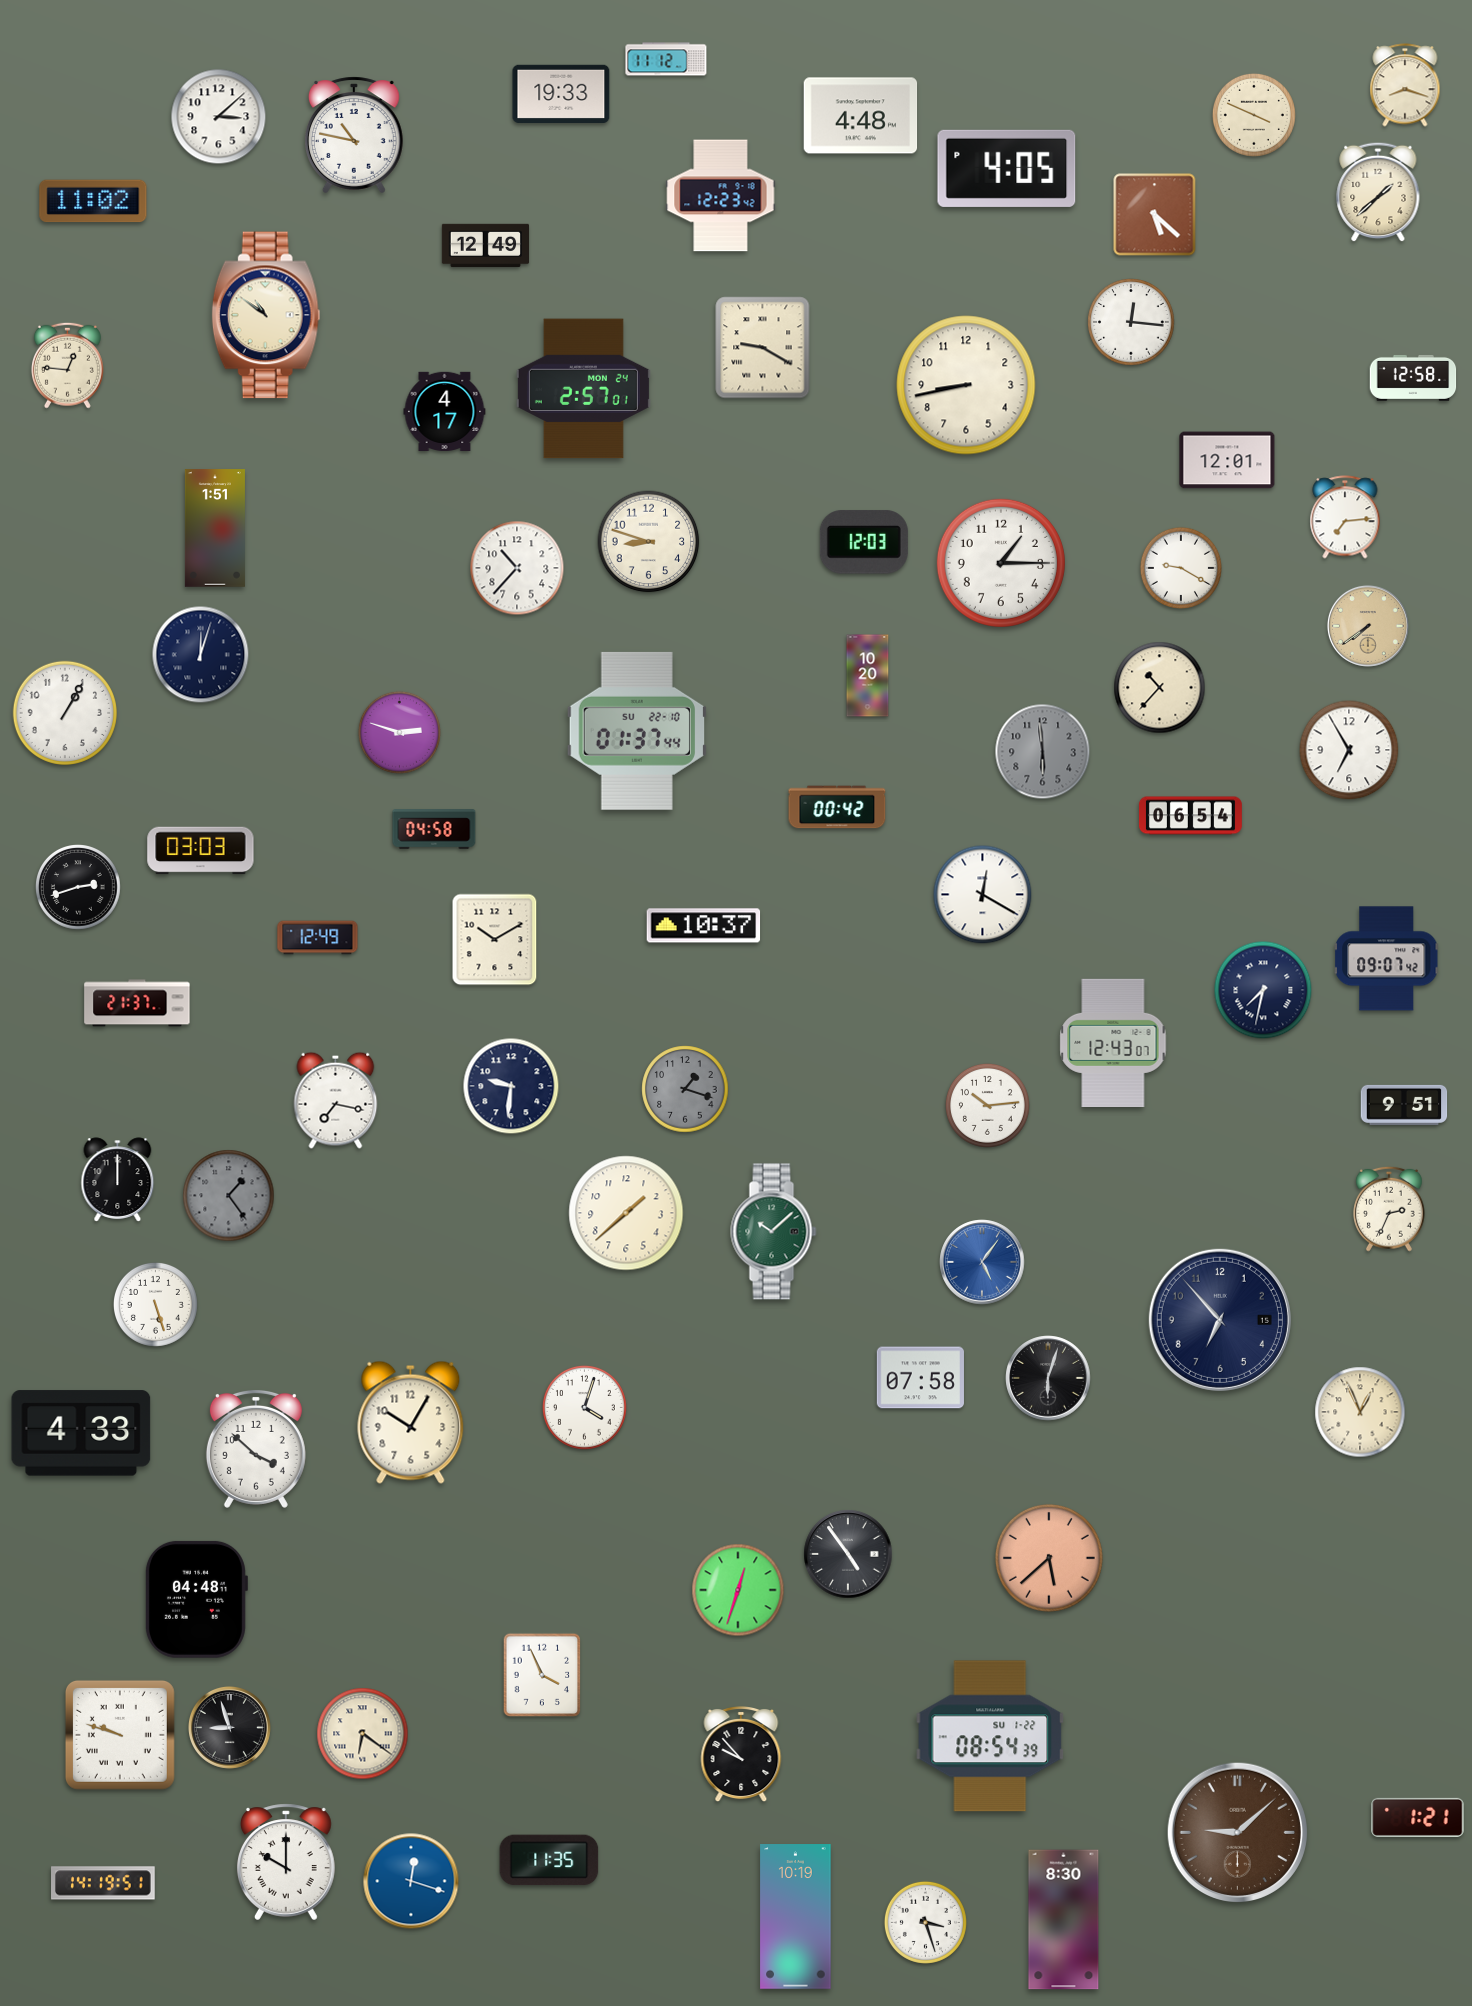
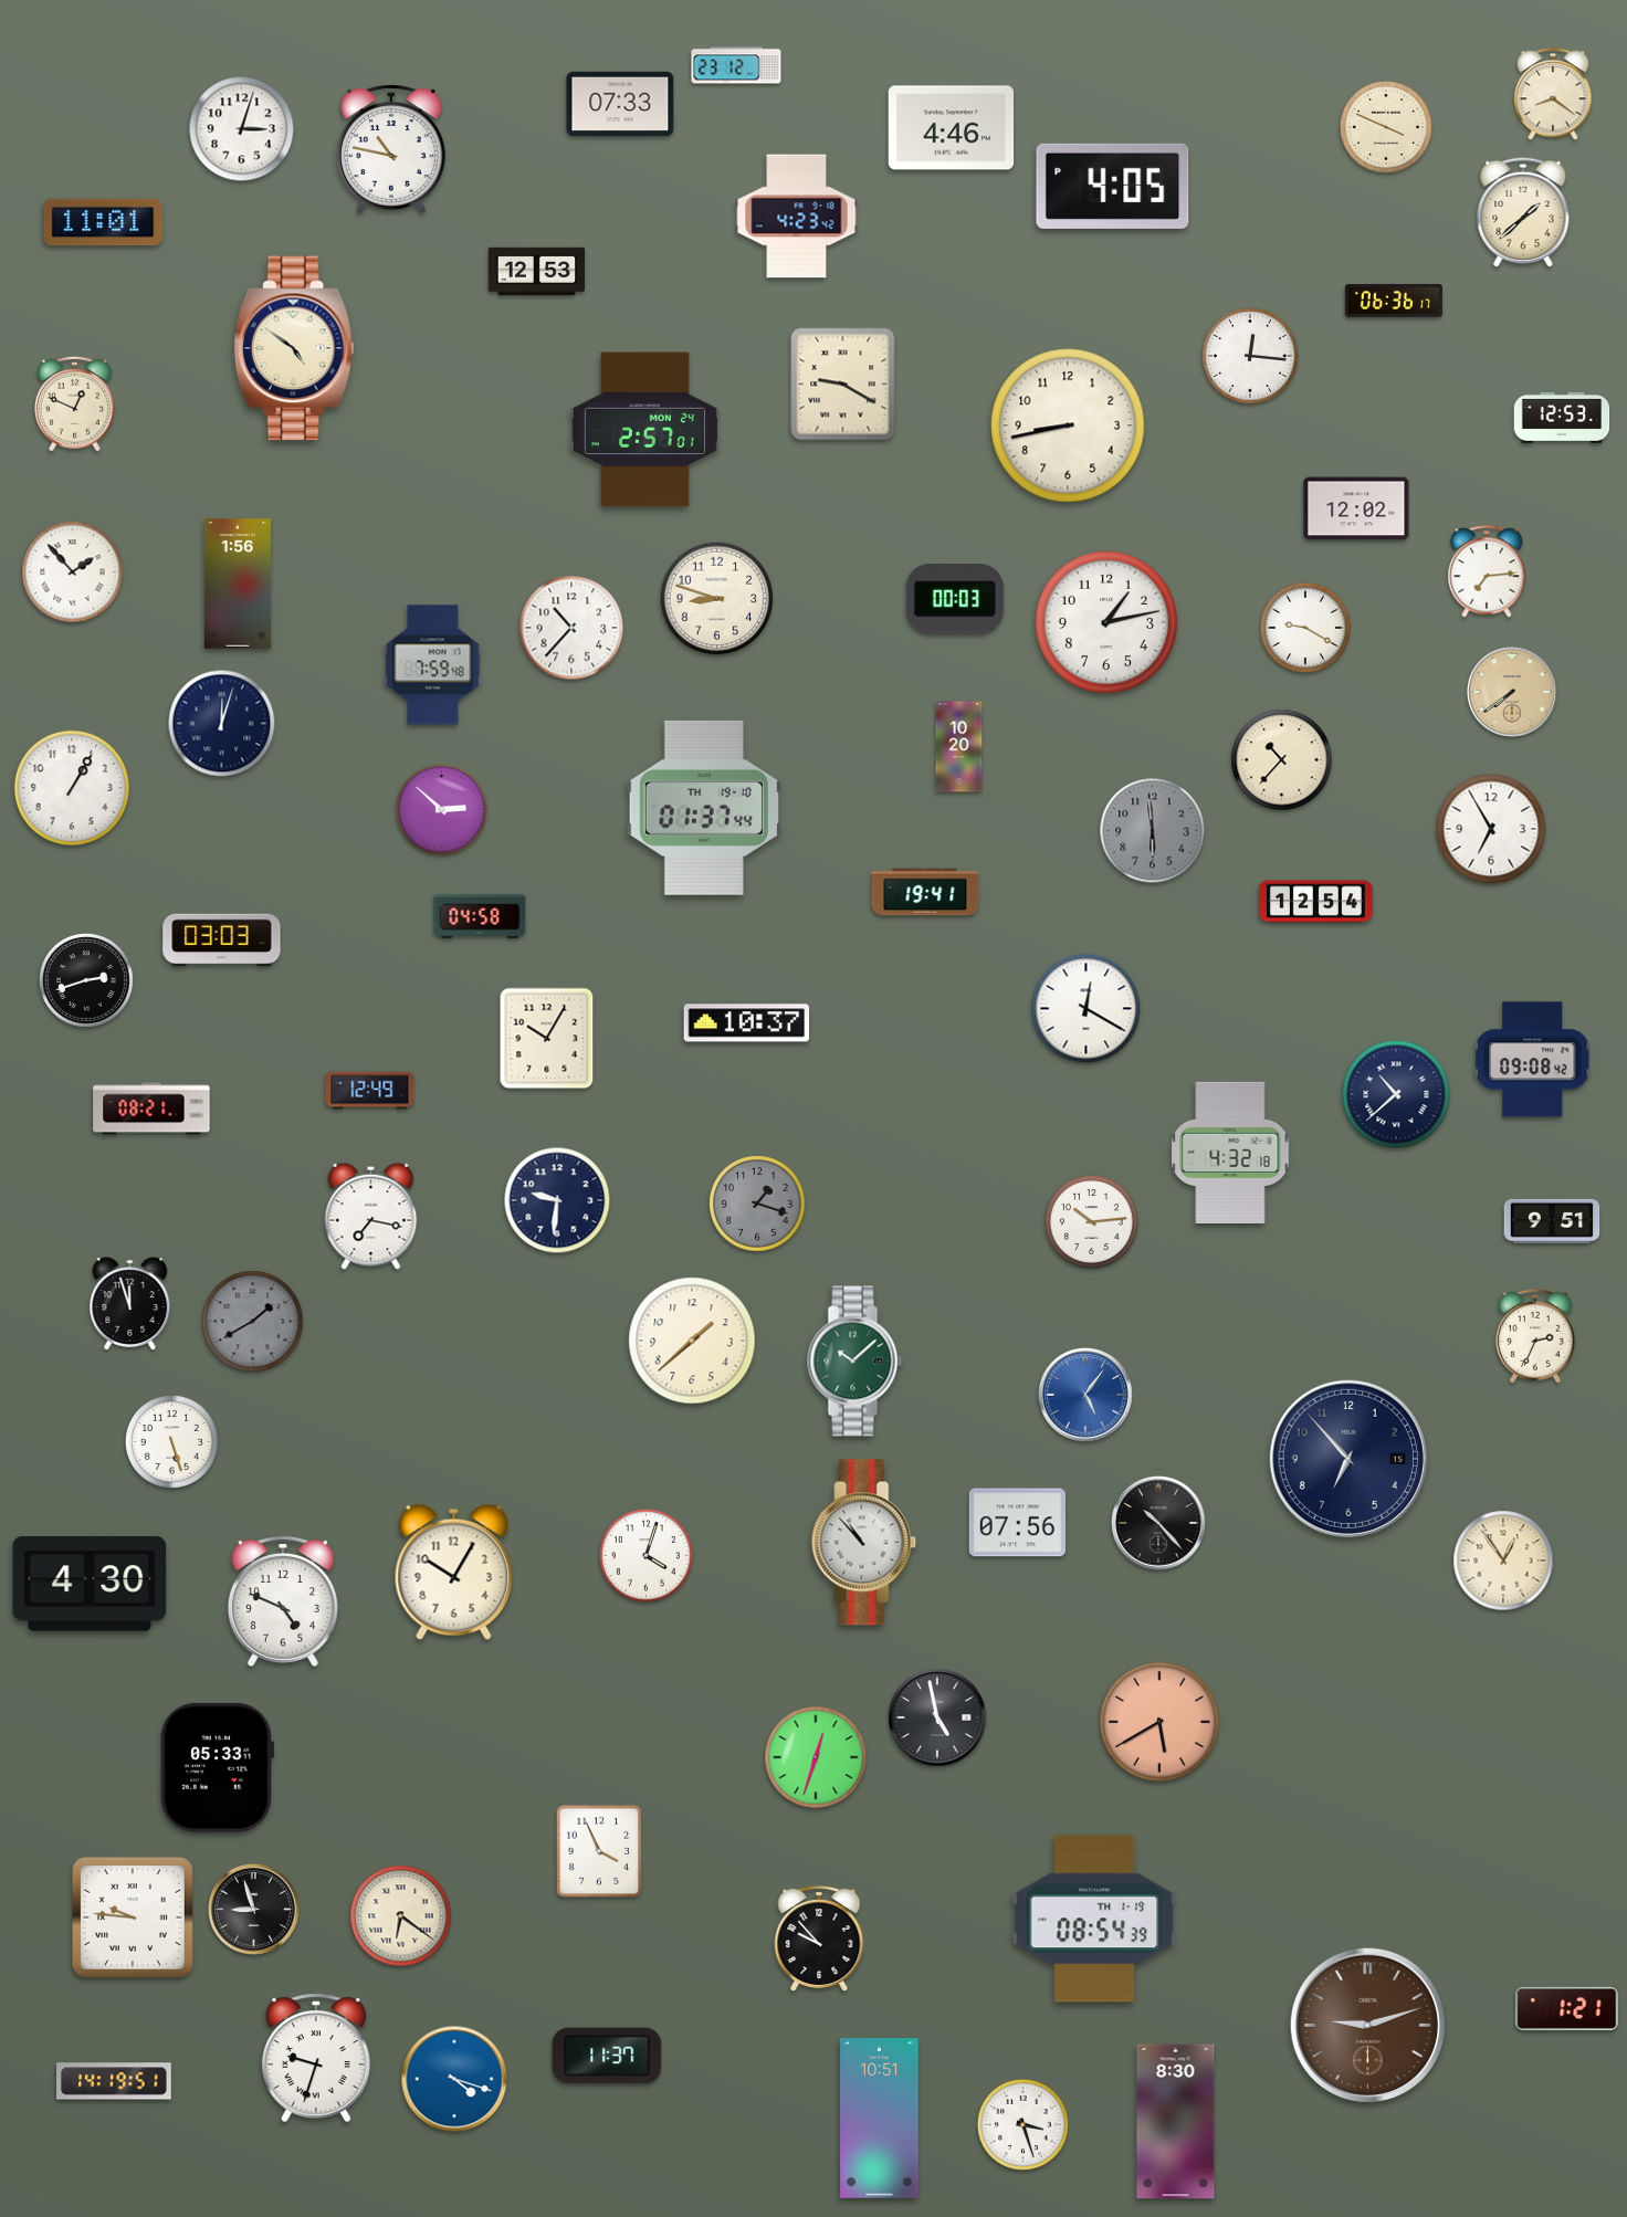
clock at (666, 59): 11:12 -> 23:12
clock at (1405, 85): 8:18 -> 8:21
clock at (561, 93): 19:33 -> 07:33
clock at (861, 116): 4:48 -> 4:46
clock at (219, 117): 3:08 -> 3:03
clock at (721, 196): 12:23 -> 4:23
clock at (93, 201): 11:02 -> 11:01
clock at (1155, 215): 5:22 -> none
clock at (486, 246): 12:49 -> 12:53
clock at (1394, 301): none -> 06:36
clock at (266, 315): 10:51 -> 4:51
clock at (67, 365): 12:46 -> 12:49
clock at (1413, 378): 12:58 -> 12:53
clock at (445, 411): 4:17 -> none
clock at (1227, 460): 12:01 -> 12:02
clock at (73, 572): none -> 1:53
clock at (215, 528): 1:51 -> 1:56
clock at (864, 542): 12:03 -> 00:03
clock at (1001, 563): 1:15 -> 1:13
clock at (433, 665): none -> 7:59
clock at (637, 731) date: SU 22-10 -> TH 19-10
clock at (399, 732): 2:48 -> 2:52
clock at (837, 807): 00:42 -> 19:41
clock at (1190, 816): 06:54 -> 12:54
clock at (983, 895) position: (983, 895) -> (1087, 1009)
clock at (704, 926) position: (704, 926) -> (747, 1023)
clock at (318, 938) position: (318, 938) -> (370, 1091)
clock at (495, 940): 10:10 -> 10:05
clock at (1388, 959): 09:07 -> 09:08
clock at (1263, 990): 7:32 -> 10:38
clock at (137, 1003): 21:37 -> 08:21
clock at (1113, 1043): 12:43 -> 4:32
clock at (511, 1086) position: (511, 1086) -> (557, 1200)
clock at (118, 1180): 12:00 -> 11:57
clock at (229, 1196): 1:24 -> 1:40
clock at (920, 1378): 07:58 -> 07:56
clock at (1048, 1378): 6:03 -> 10:23
clock at (864, 1543): none -> 10:53
clock at (1360, 1412): 12:56 -> 12:54
clock at (81, 1433): 4:33 -> 4:30
clock at (256, 1449): 3:52 -> 4:49
clock at (848, 1554): 4:54 -> 4:58
clock at (1049, 1558): 5:38 -> 5:40
clock at (196, 1599): 04:48 -> 05:33
clock at (120, 1735): 9:48 -> 9:46
clock at (990, 1736) date: SU 1-22 -> TH 1-19
clock at (1237, 1832): 9:08 -> 9:12
clock at (549, 1860): 11:35 -> 11:37
clock at (286, 1862): 10:00 -> 9:33
clock at (411, 1881): 12:18 -> 4:18
clock at (796, 1917): 10:19 -> 10:51
